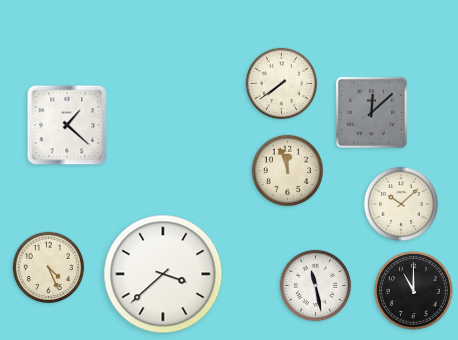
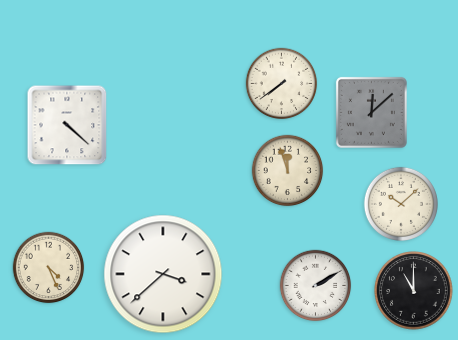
clock at (67, 125): 1:22 -> 4:22
clock at (316, 286): 11:28 -> 2:10
